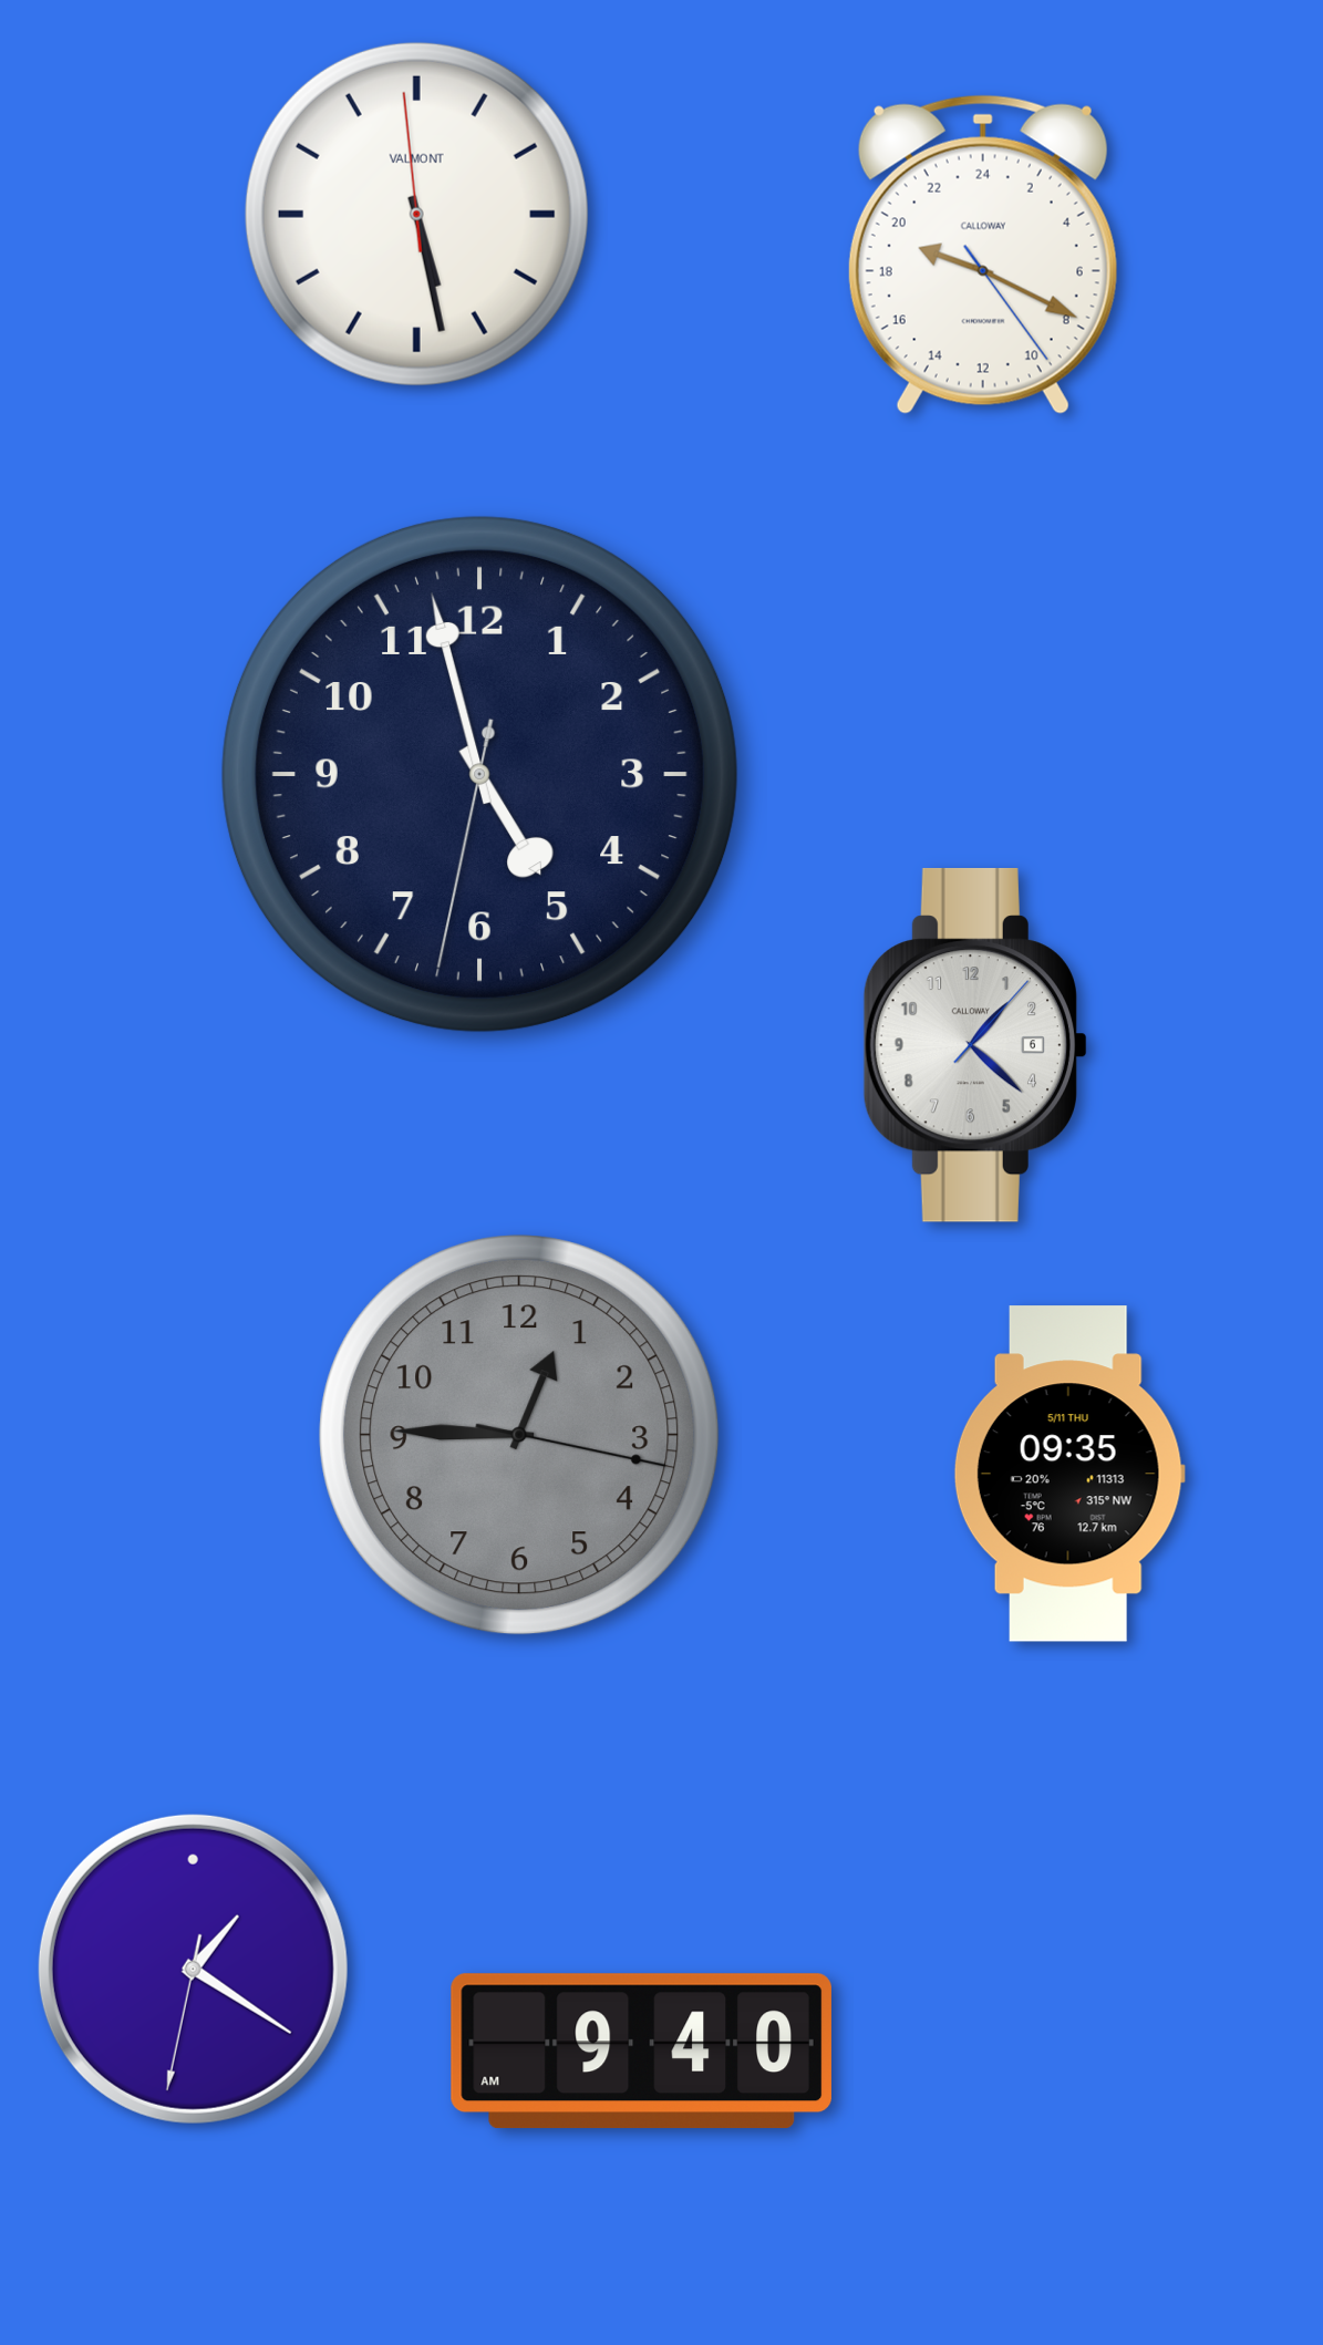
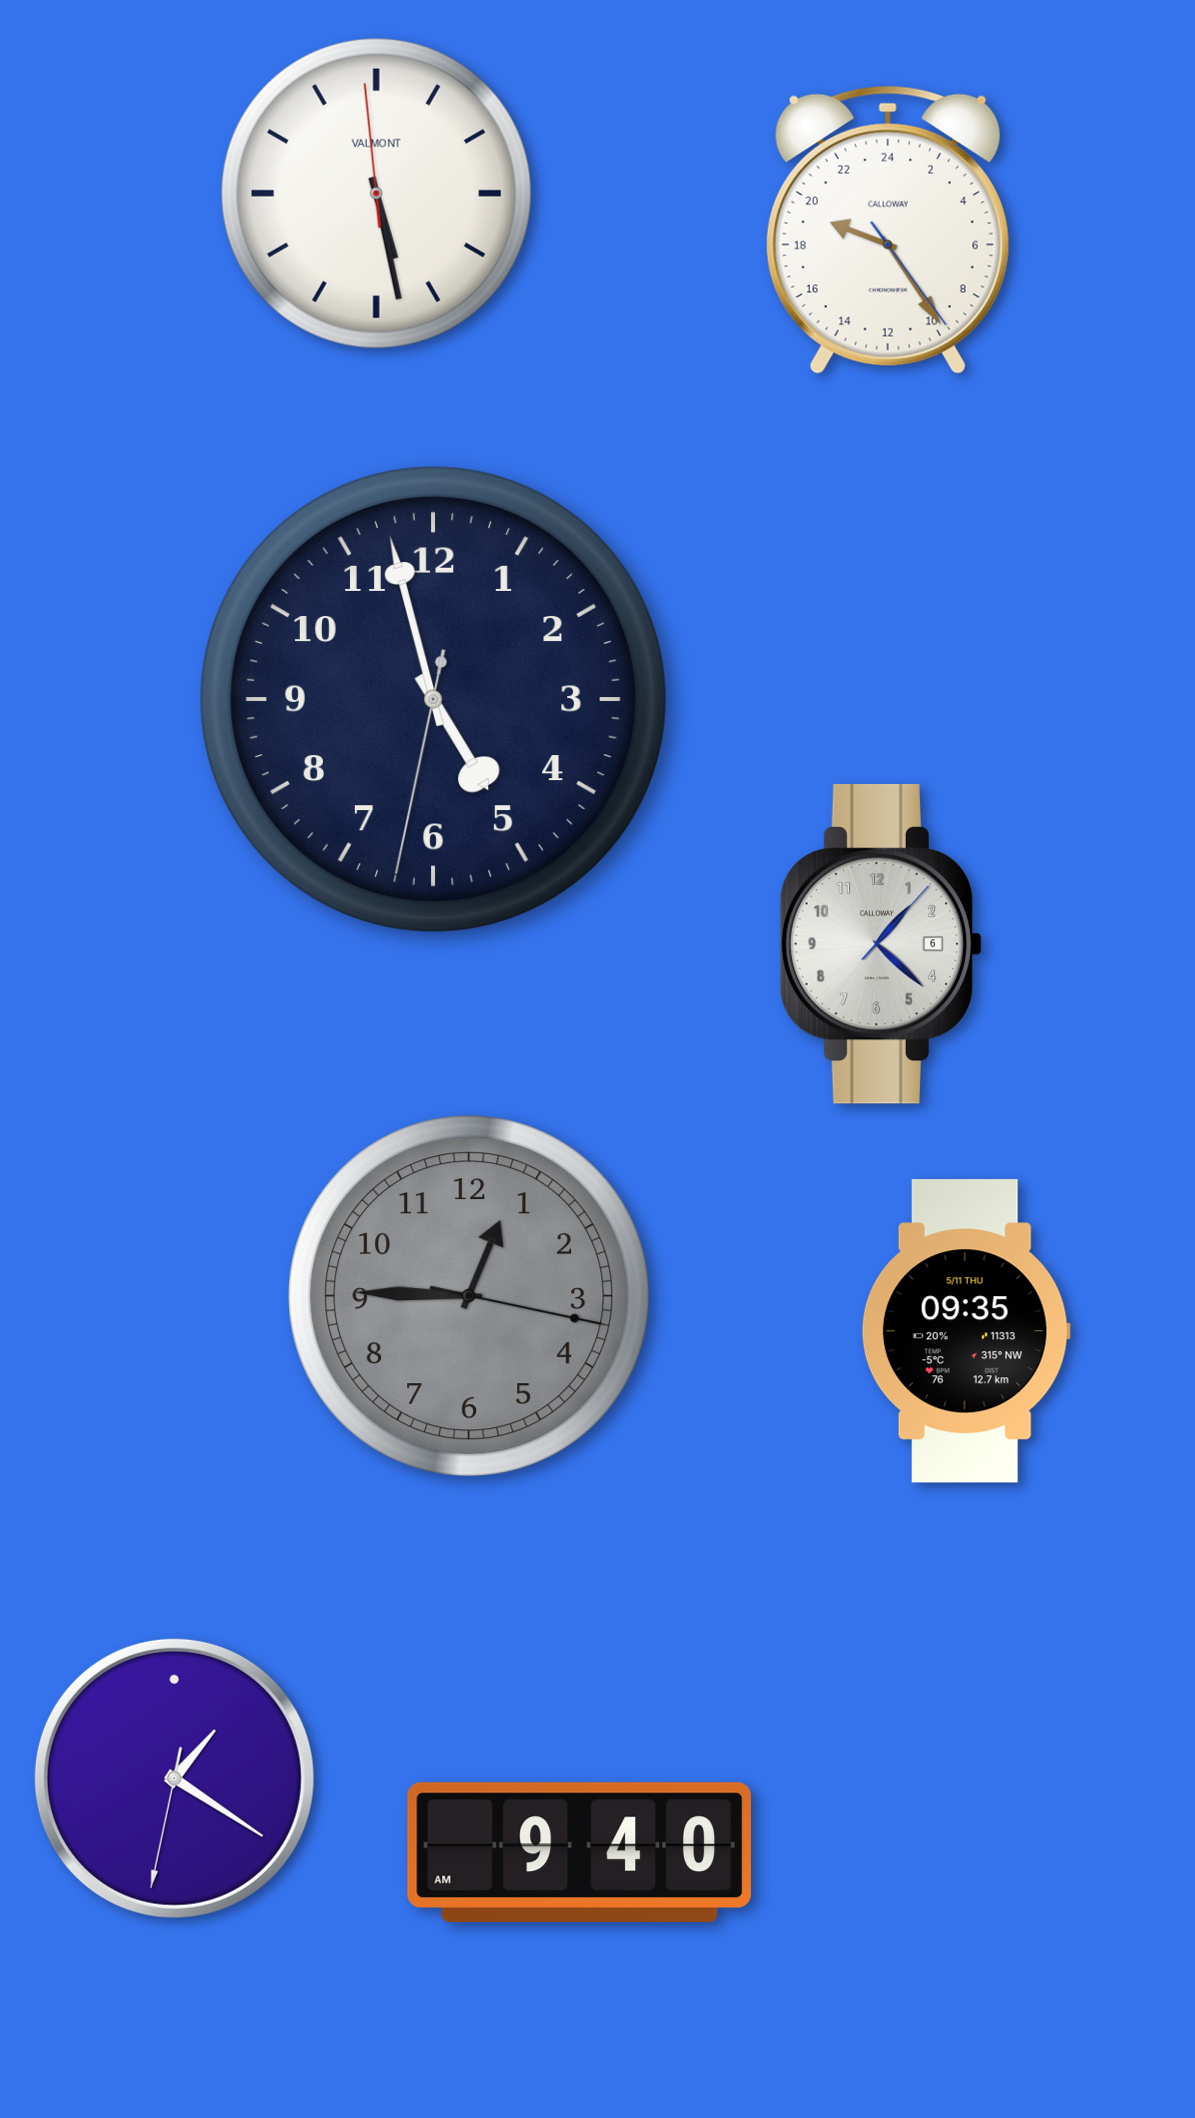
clock at (983, 255): 19:19 -> 19:24
